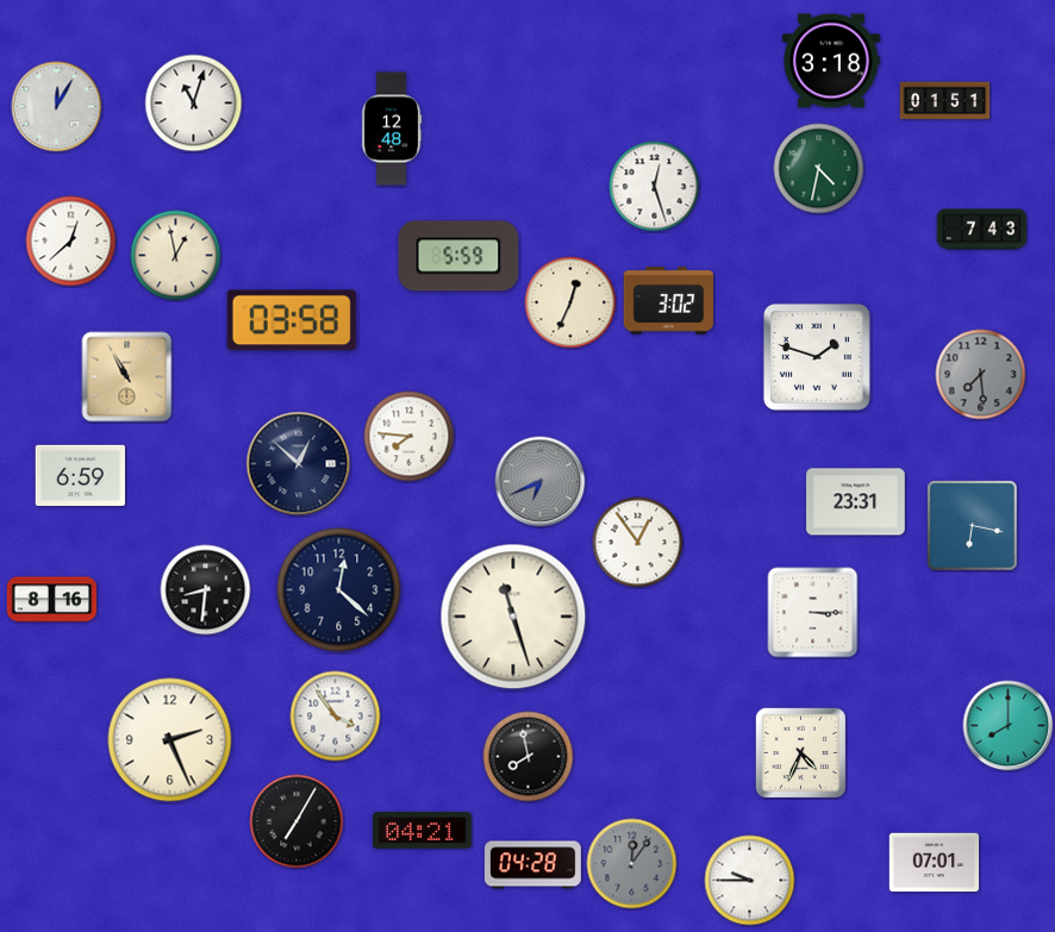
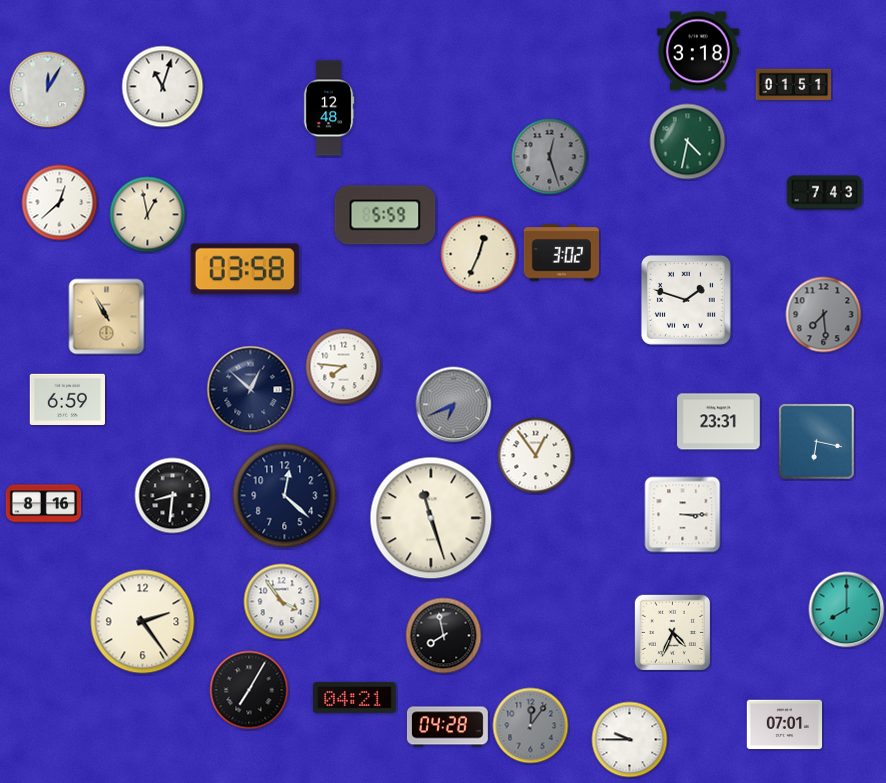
clock at (655, 187) dial: white -> grey
clock at (170, 740): 2:26 -> 2:24
